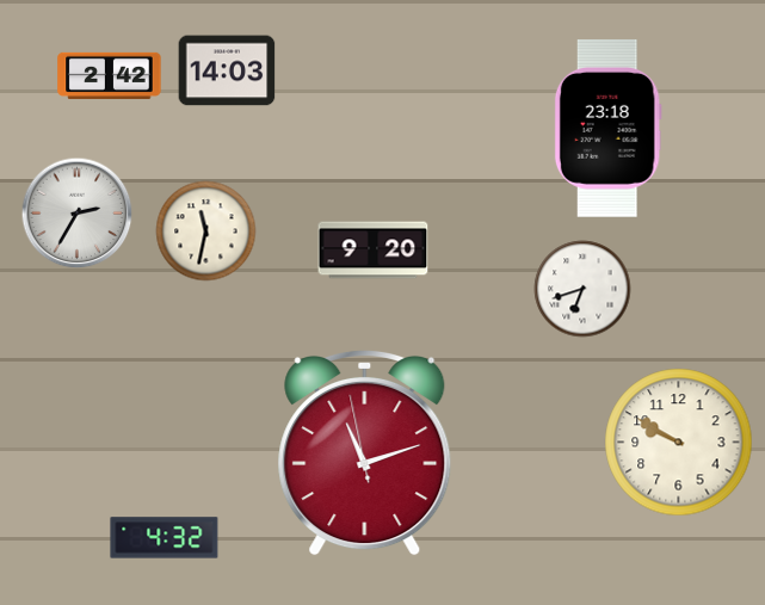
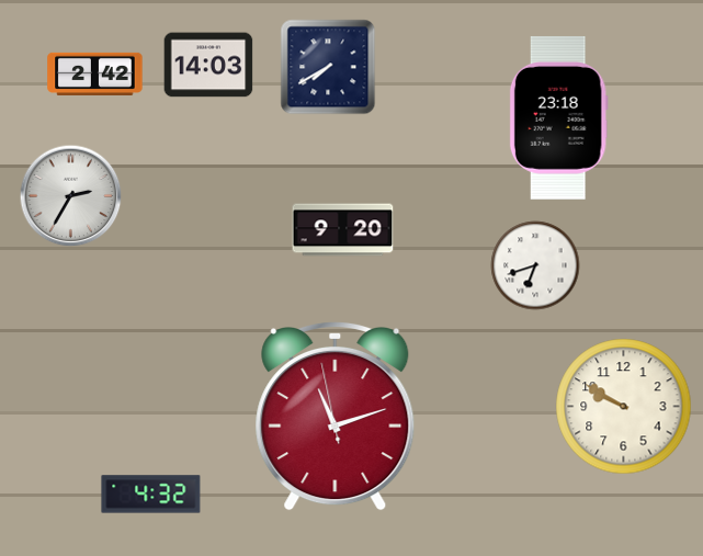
clock at (328, 67): none -> 7:40
clock at (110, 75) position: (110, 75) -> (95, 73)
clock at (206, 231): 11:32 -> none
